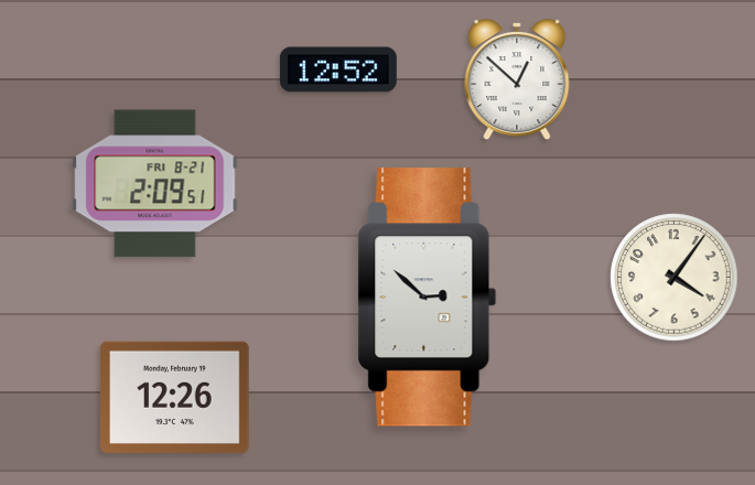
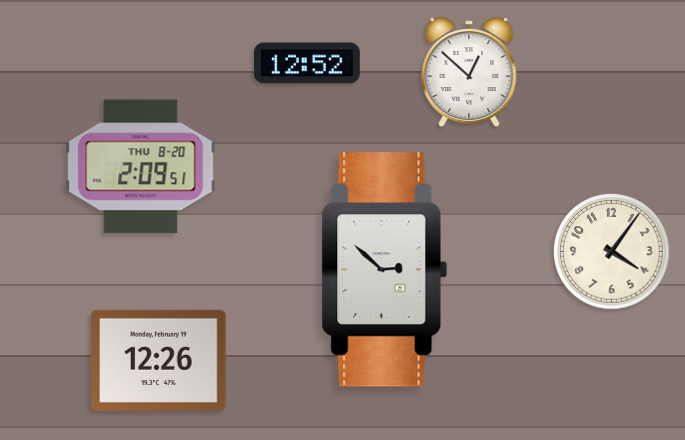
clock at (155, 184) date: FRI 8-21 -> THU 8-20
clock at (428, 298) position: (428, 298) -> (385, 270)
